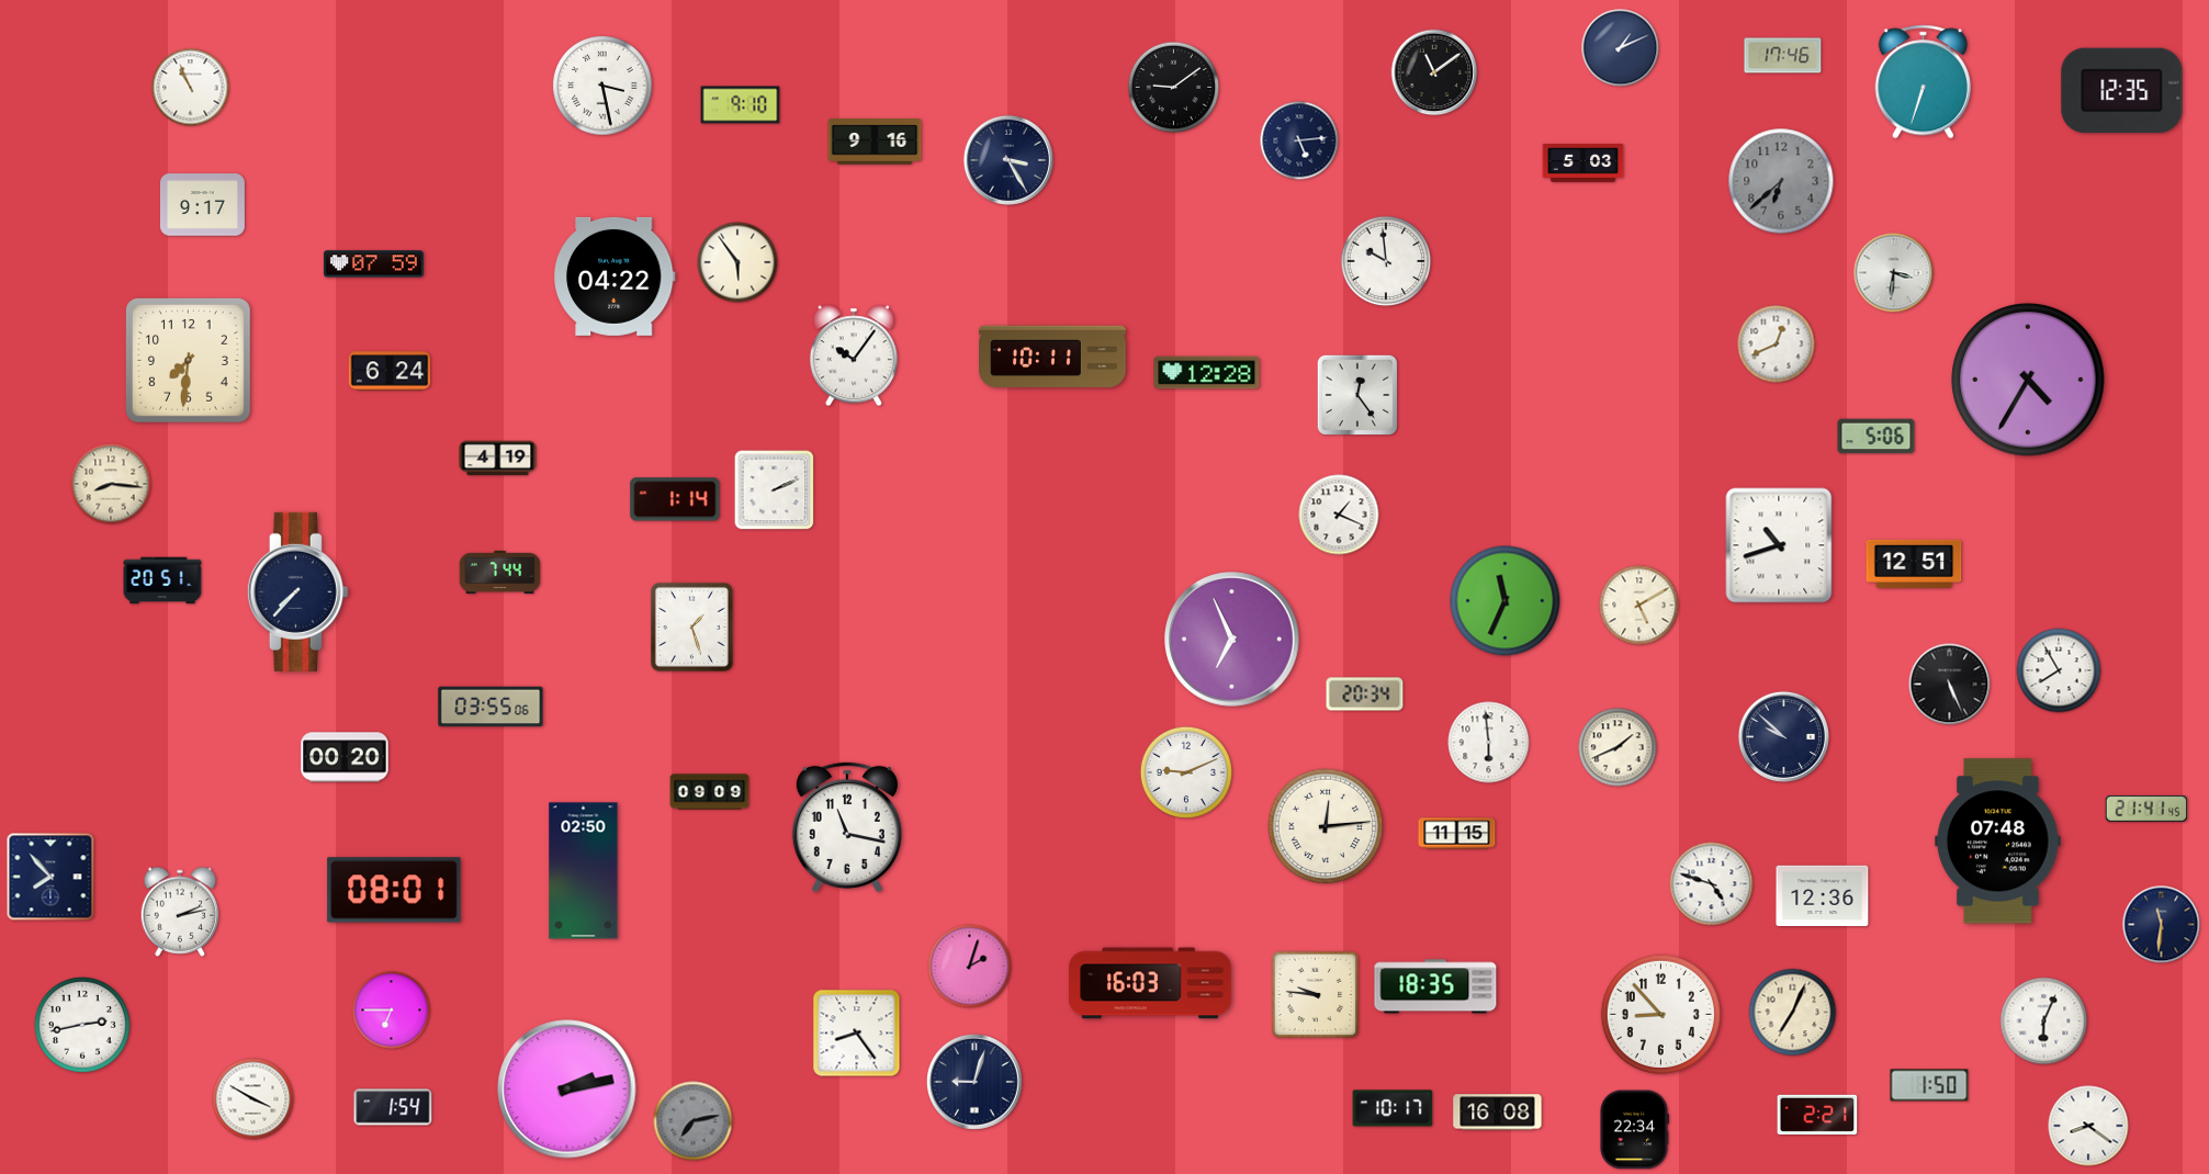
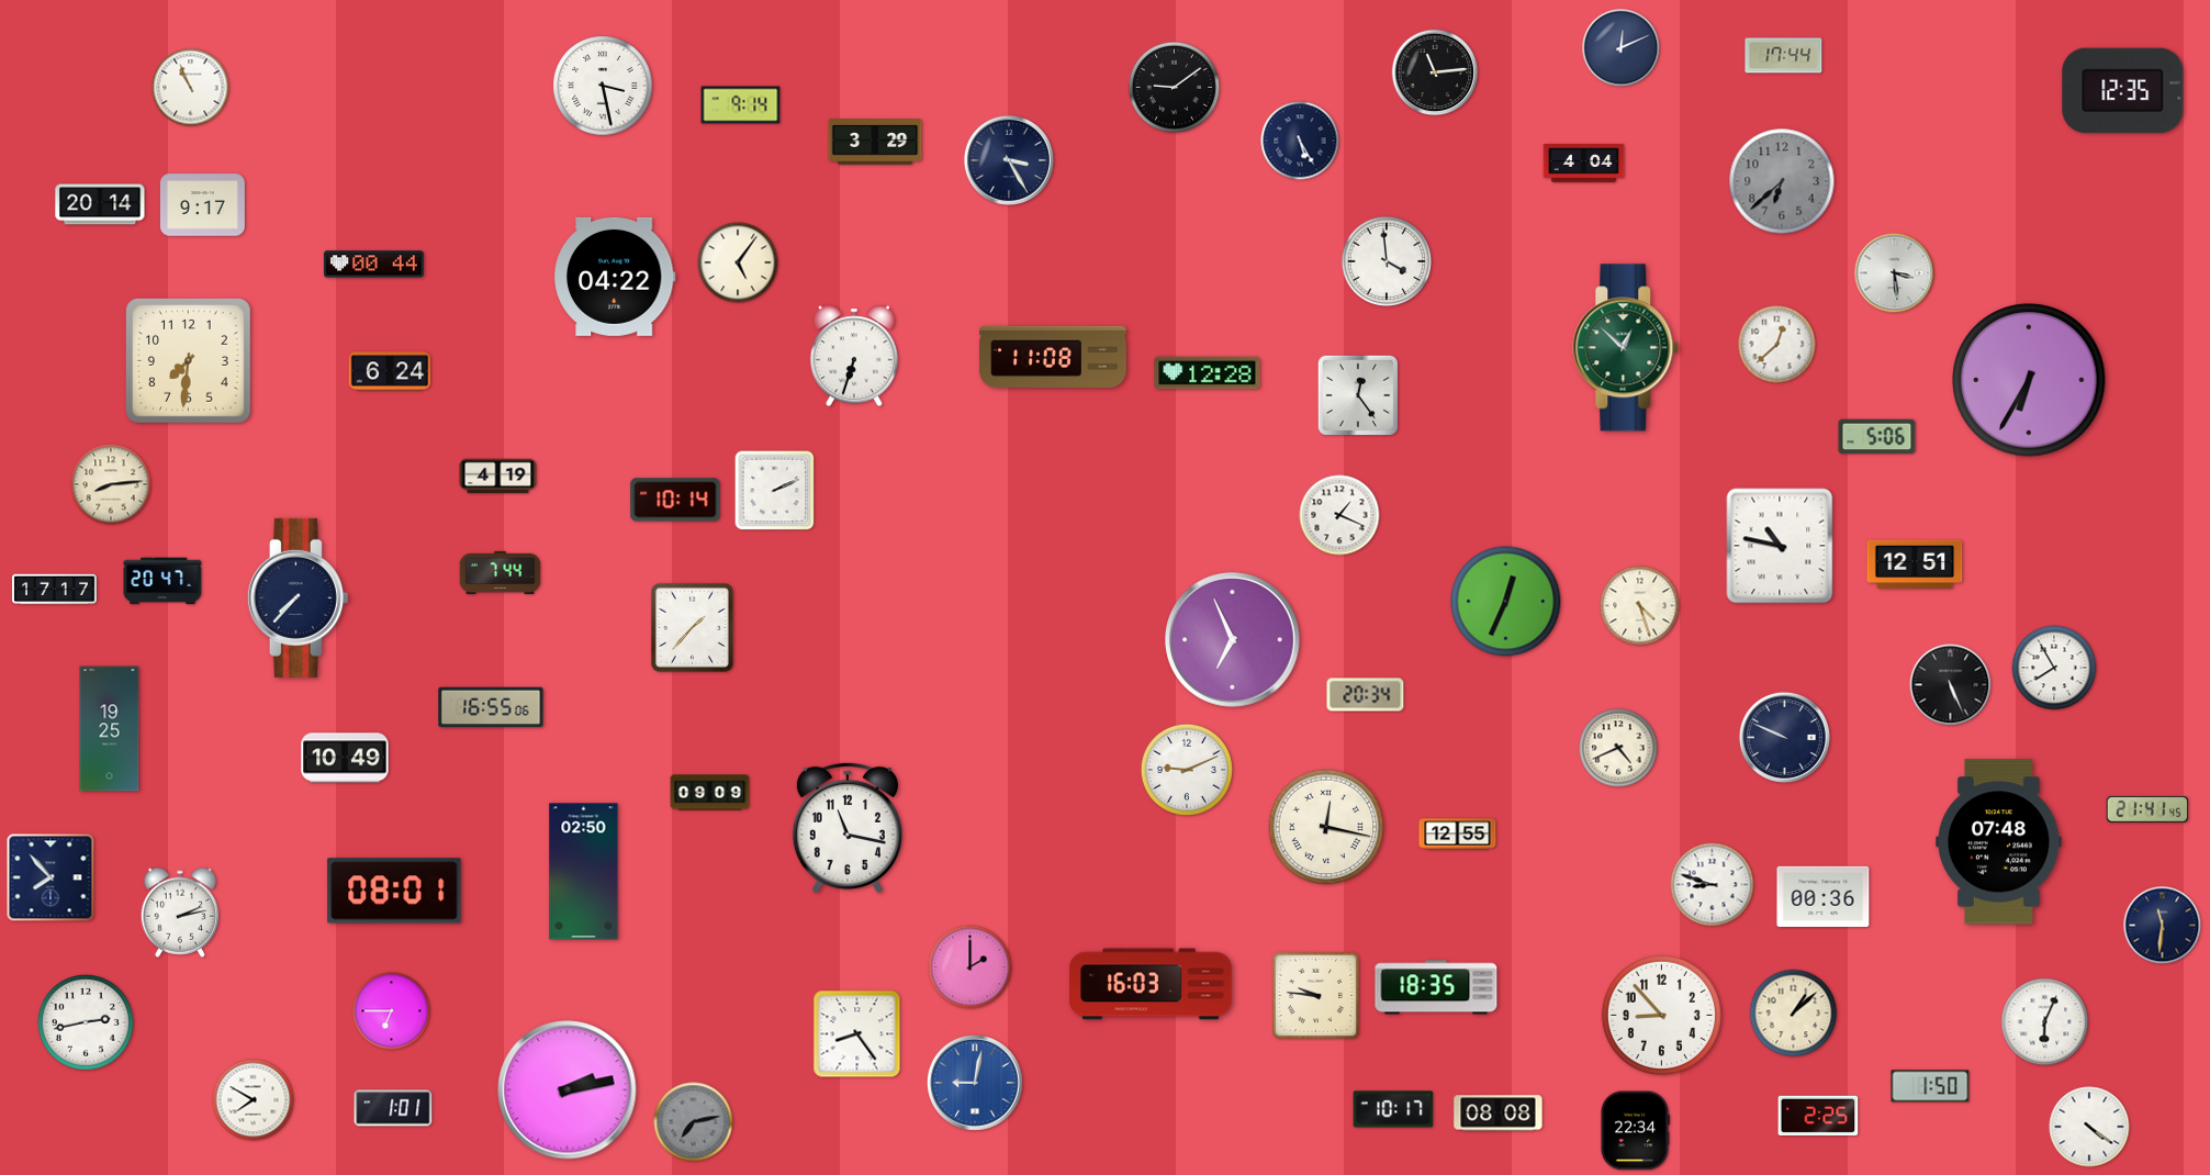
clock at (1621, 48): 1:11 -> 12:11
clock at (1783, 56): 17:46 -> 17:44
clock at (1434, 72): 11:09 -> 11:14
clock at (1923, 82): 6:33 -> none
clock at (741, 105): 9:10 -> 9:14
clock at (1299, 140): 5:14 -> 5:25
clock at (875, 142): 9:16 -> 3:29
clock at (1584, 162): 5:03 -> 4:04
clock at (100, 204): none -> 20:14
clock at (1386, 261): 9:59 -> 3:59
clock at (737, 262): 5:54 -> 5:06
clock at (373, 264): 07:59 -> 00:44
clock at (1894, 273): 3:31 -> 3:29
clock at (1777, 345): 12:41 -> 12:38
clock at (1626, 348): none -> 12:52
clock at (854, 355): 10:06 -> 6:33
clock at (1052, 355): 10:11 -> 11:08
clock at (2028, 380): 4:35 -> 6:35
clock at (498, 459) position: (498, 459) -> (498, 477)
clock at (111, 484): 8:16 -> 8:14
clock at (675, 499): 1:14 -> 10:14
clock at (1779, 545): 10:42 -> 10:47
clock at (162, 580): 20:51 -> 20:47
clock at (55, 590): none -> 17:17
clock at (297, 591) position: (297, 591) -> (298, 597)
clock at (1506, 601): 11:34 -> 12:34
clock at (1639, 606): 5:10 -> 4:27
clock at (691, 626): 1:27 -> 1:37
clock at (2059, 670) position: (2059, 670) -> (2054, 668)
clock at (491, 707): 03:55 -> 16:55
clock at (110, 729): none -> 19:25
clock at (1783, 736): 9:52 -> 9:49
clock at (1489, 743): 5:59 -> none
clock at (1618, 747): 1:41 -> 4:41
clock at (345, 757): 00:20 -> 10:49
clock at (1185, 771) position: (1185, 771) -> (1186, 769)
clock at (1326, 826): 12:14 -> 12:17
clock at (1457, 834): 11:15 -> 12:55
clock at (1712, 884): 4:48 -> 8:48
clock at (1823, 895): 12:36 -> 00:36
clock at (970, 967): 2:03 -> 2:00
clock at (1793, 1013): 7:04 -> 1:08
clock at (82, 1025) position: (82, 1025) -> (86, 1022)
clock at (974, 1082): 9:03 -> 9:02
clock at (974, 1082) dial: navy -> blue
clock at (253, 1099): 3:50 -> 7:50
clock at (393, 1107): 1:54 -> 1:01
clock at (1498, 1113): 16:08 -> 08:08
clock at (1817, 1115): 2:21 -> 2:25
clock at (2088, 1126): 8:21 -> 4:21
